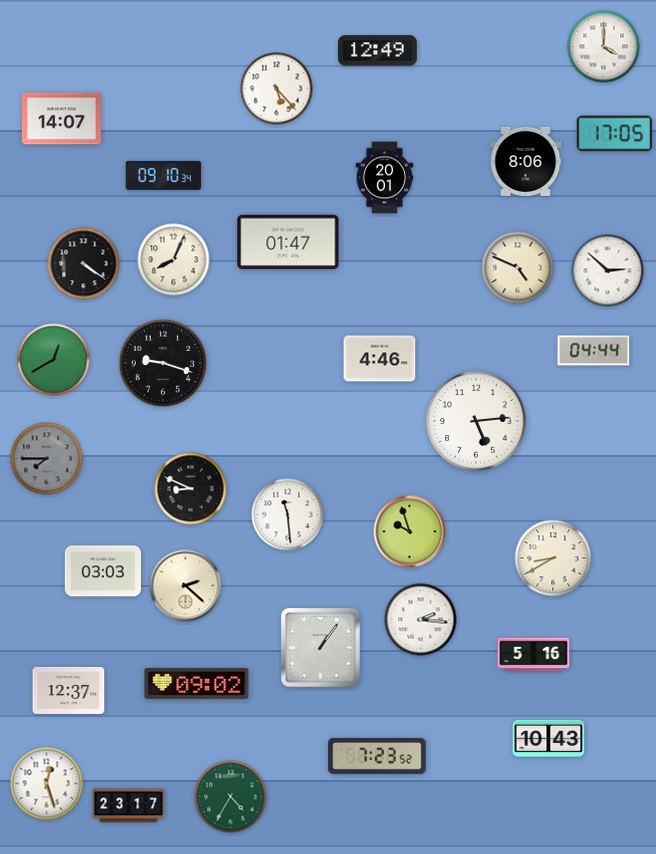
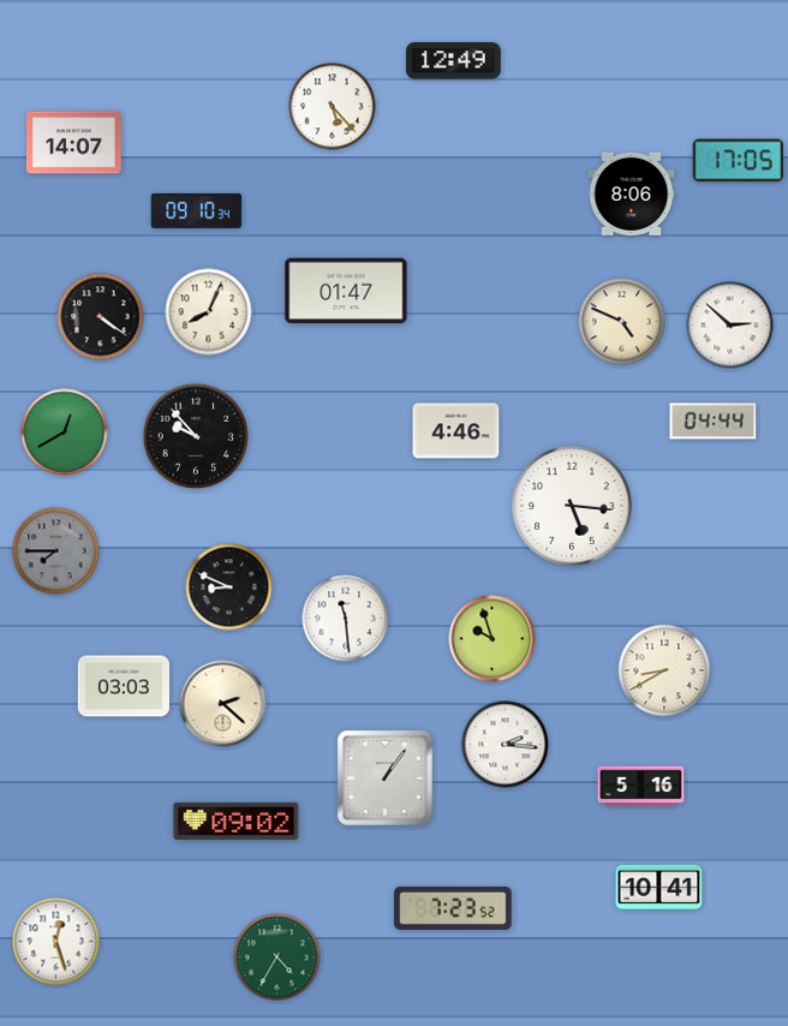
clock at (604, 47): 4:00 -> none
clock at (385, 178): 20:01 -> none
clock at (163, 363): 9:18 -> 9:53
clock at (476, 421): 5:14 -> 5:16
clock at (69, 690): 12:37 -> none
clock at (549, 738): 10:43 -> 10:41
clock at (129, 806): 23:17 -> none
